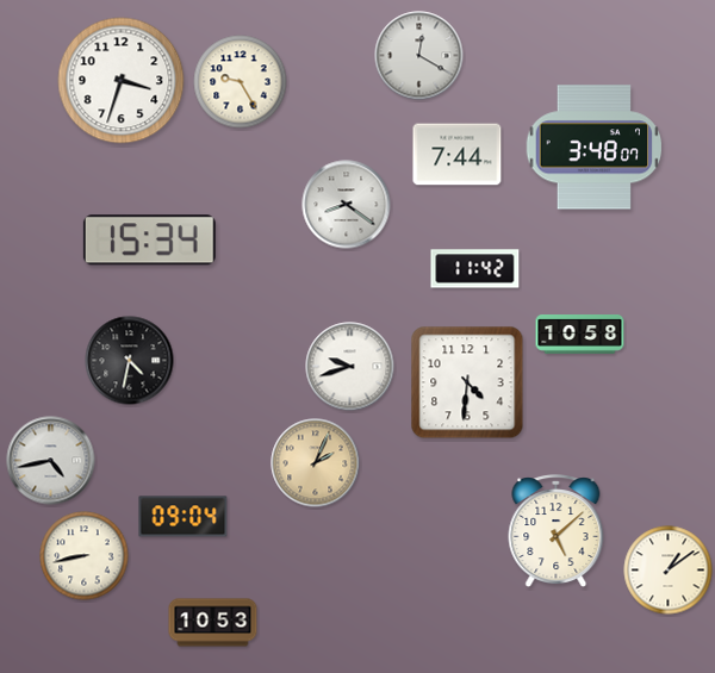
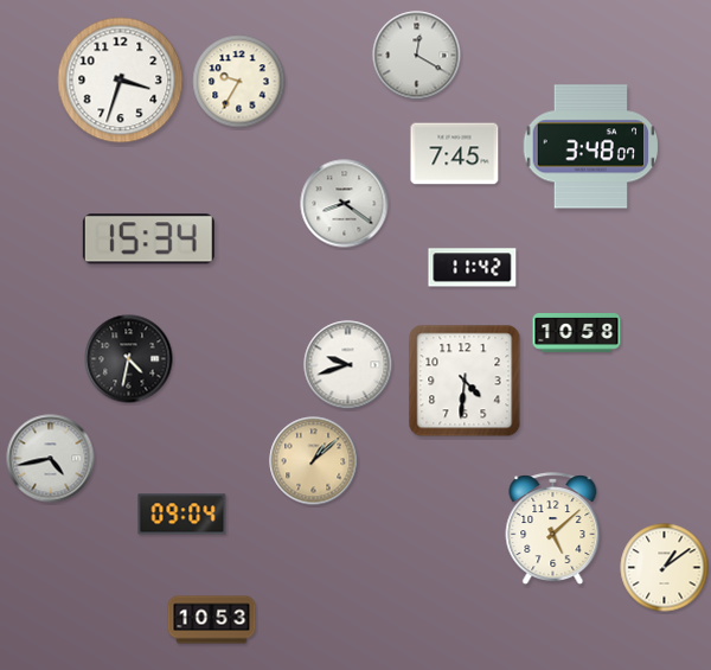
clock at (241, 82): 9:25 -> 9:35
clock at (458, 155): 7:44 -> 7:45
clock at (316, 463): 2:04 -> 1:08
clock at (85, 556): 8:43 -> none
